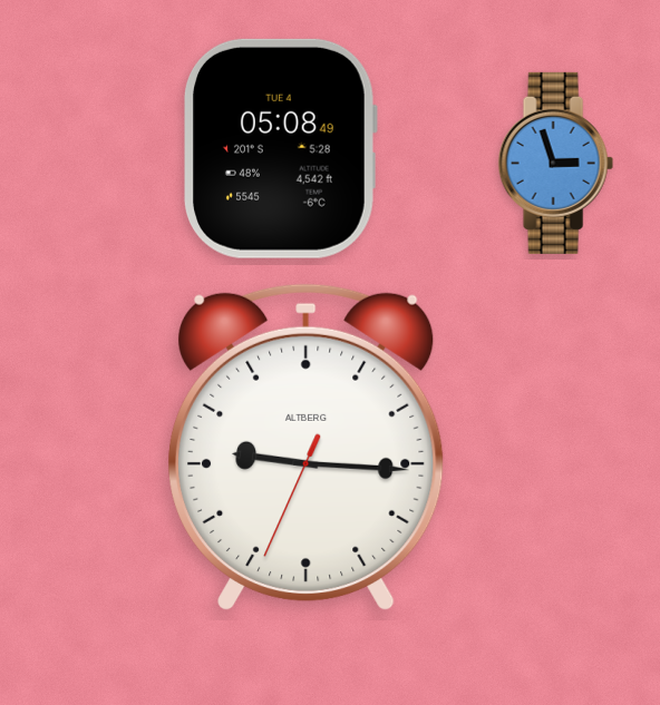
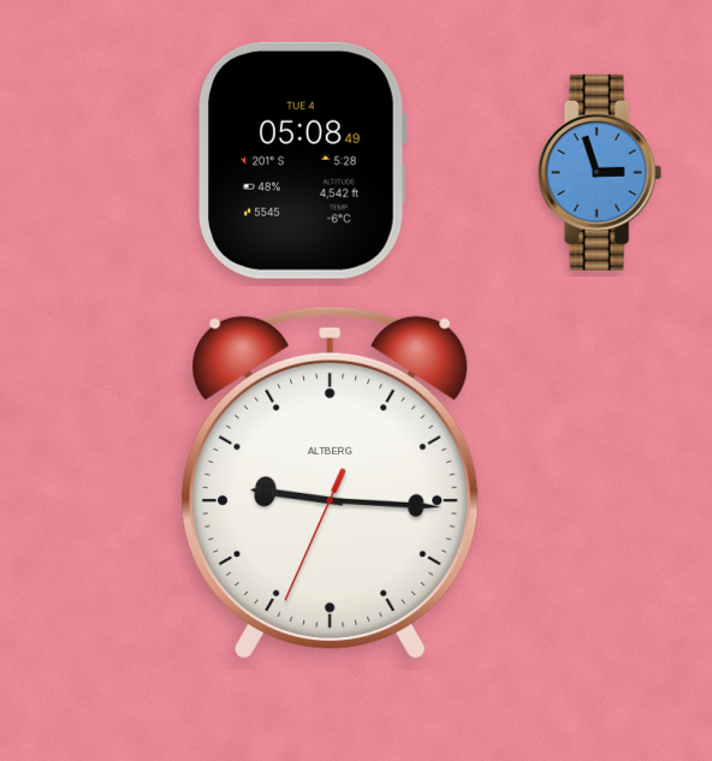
clock at (555, 163) position: (555, 163) -> (599, 172)
